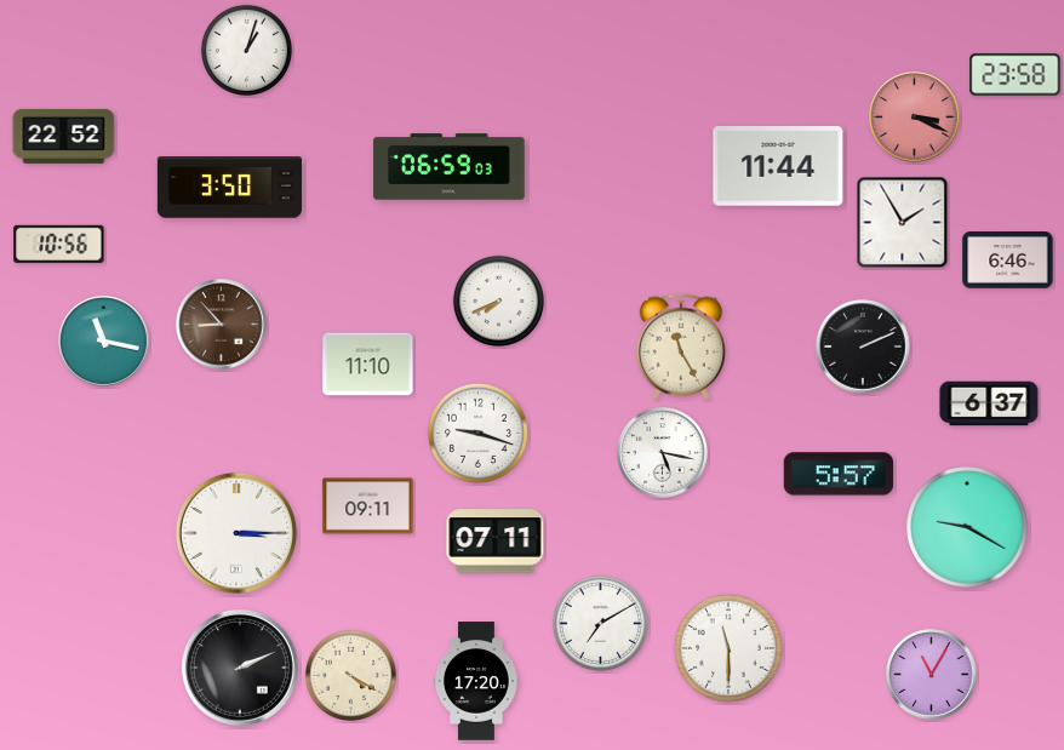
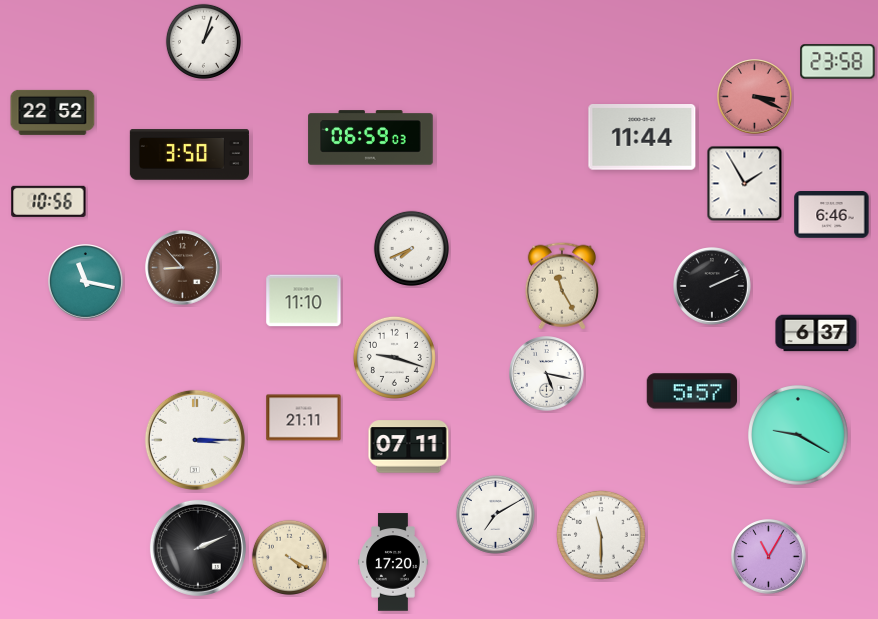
clock at (368, 506): 09:11 -> 21:11
clock at (240, 668) position: (240, 668) -> (198, 548)
